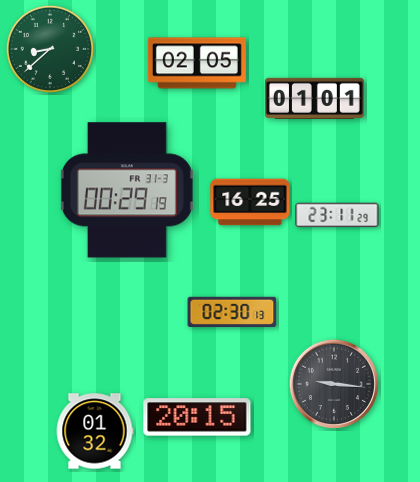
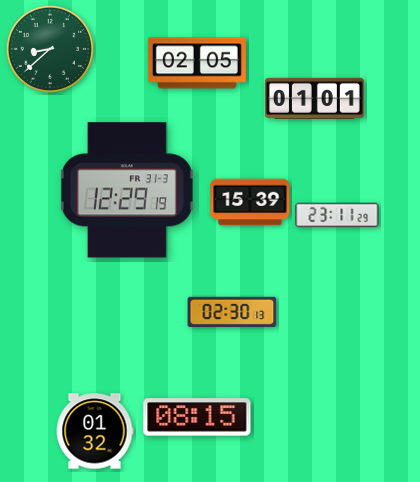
clock at (127, 190): 00:29 -> 12:29
clock at (250, 202): 16:25 -> 15:39
clock at (334, 384): 9:16 -> none
clock at (197, 417): 20:15 -> 08:15
